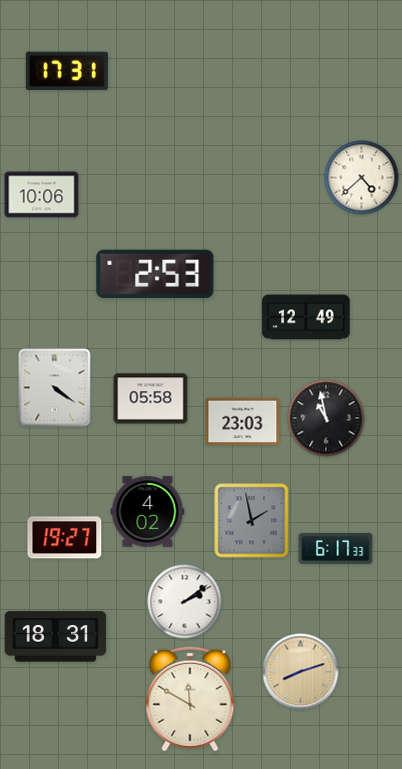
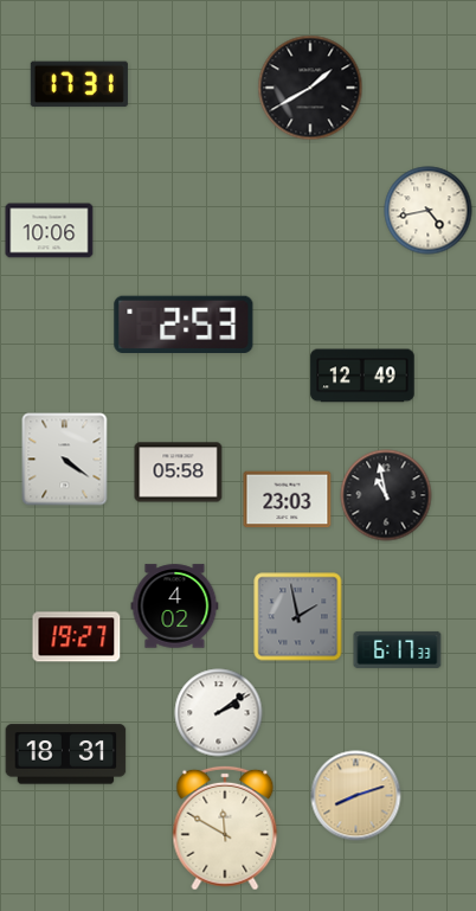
clock at (310, 88): none -> 1:40
clock at (362, 178): 4:38 -> 4:43
